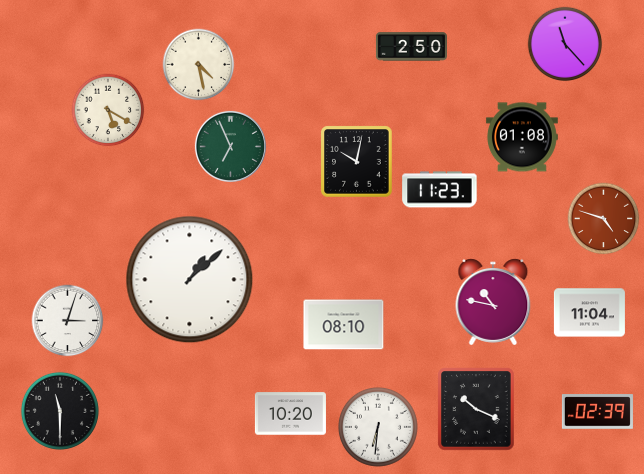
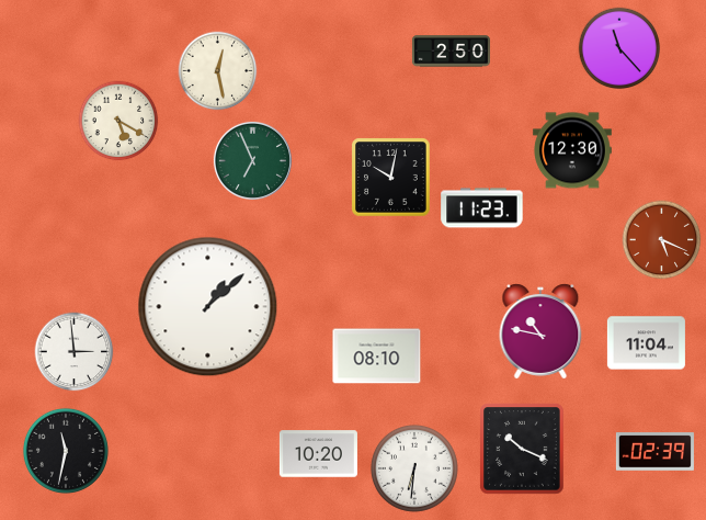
clock at (199, 65): 4:28 -> 12:28
clock at (522, 137): 01:08 -> 12:30
clock at (604, 219): 4:48 -> 5:19
clock at (68, 321): 3:03 -> 2:59
clock at (60, 411): 11:30 -> 11:32
